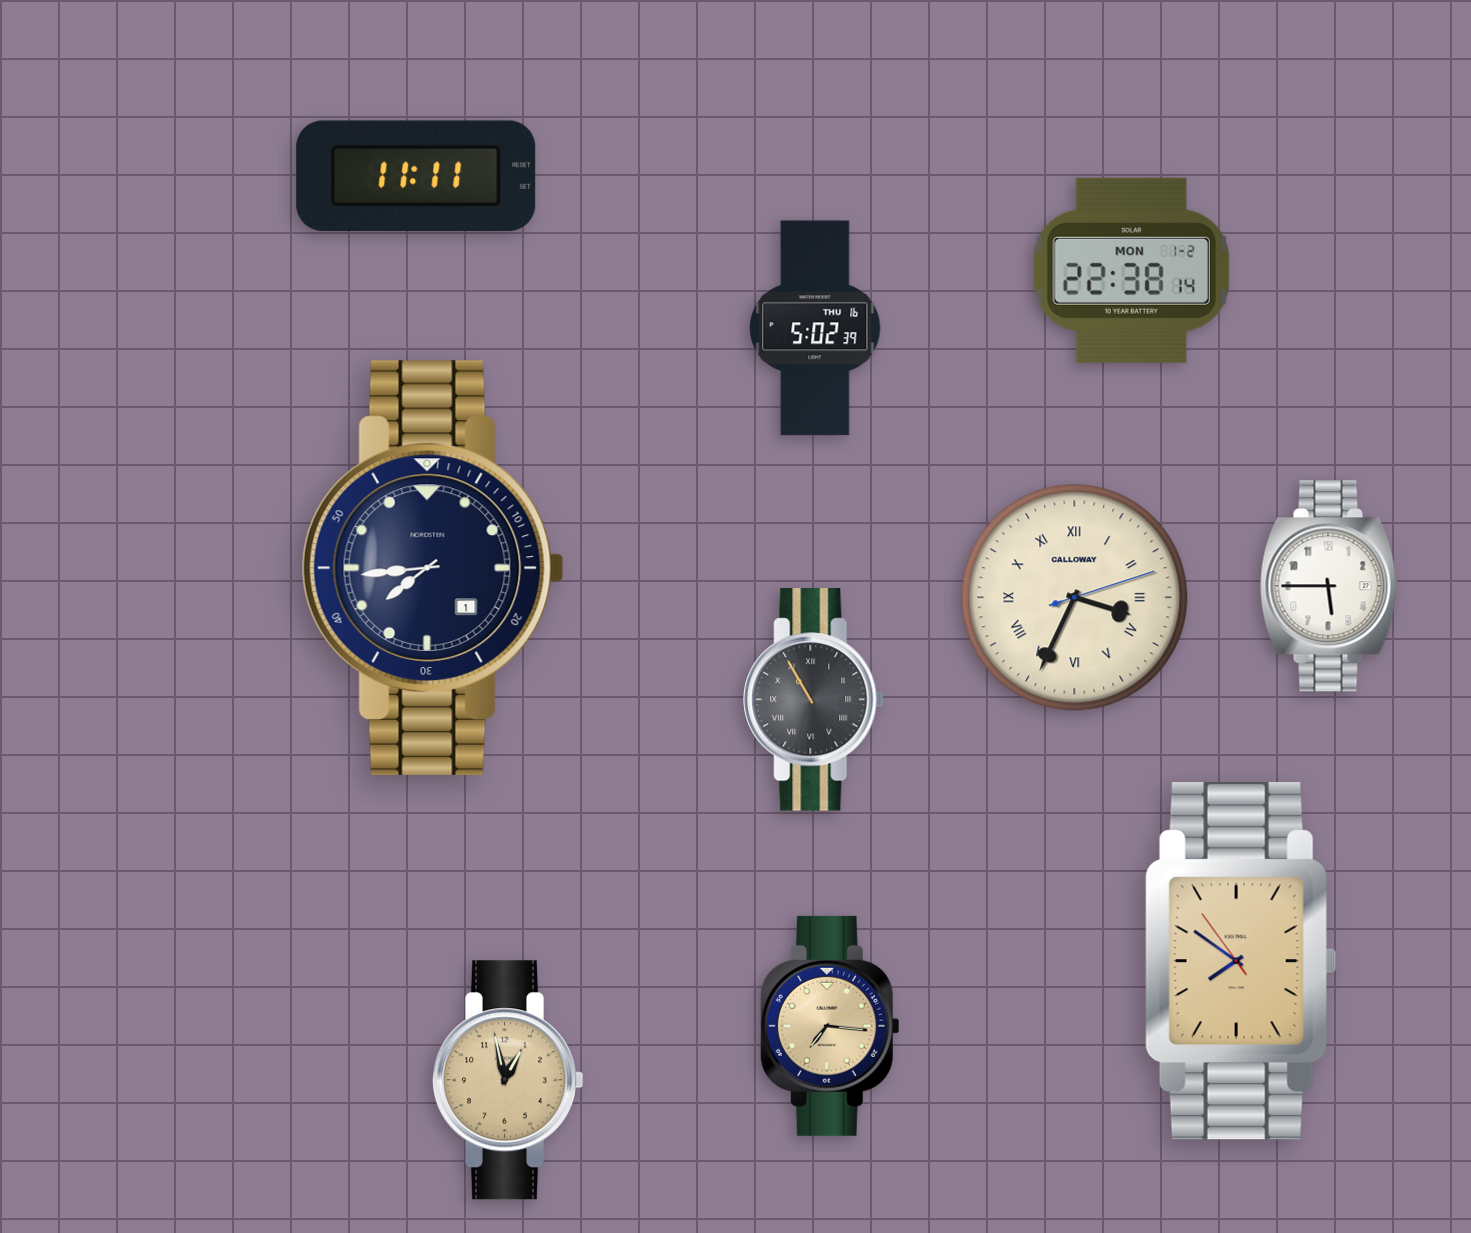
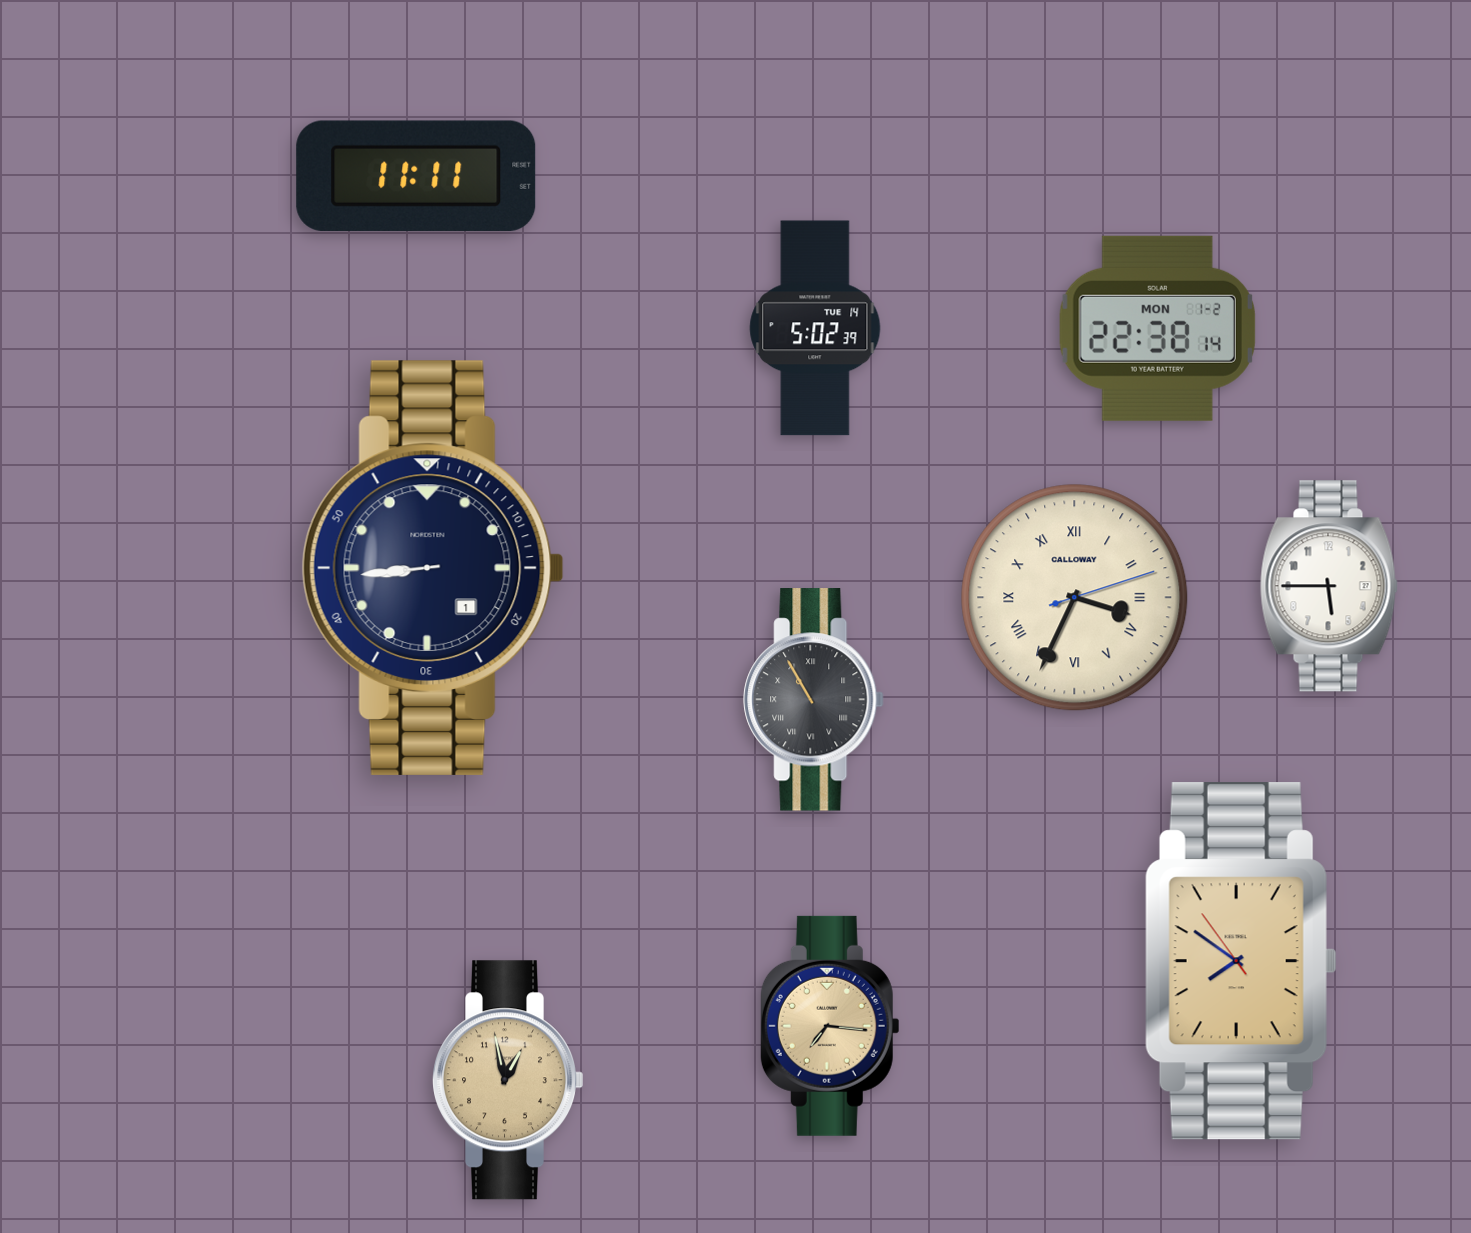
clock at (1131, 270) position: (1131, 270) -> (1157, 328)
clock at (815, 328) date: THU 16 -> TUE 14
clock at (433, 568): 7:44 -> 8:44
